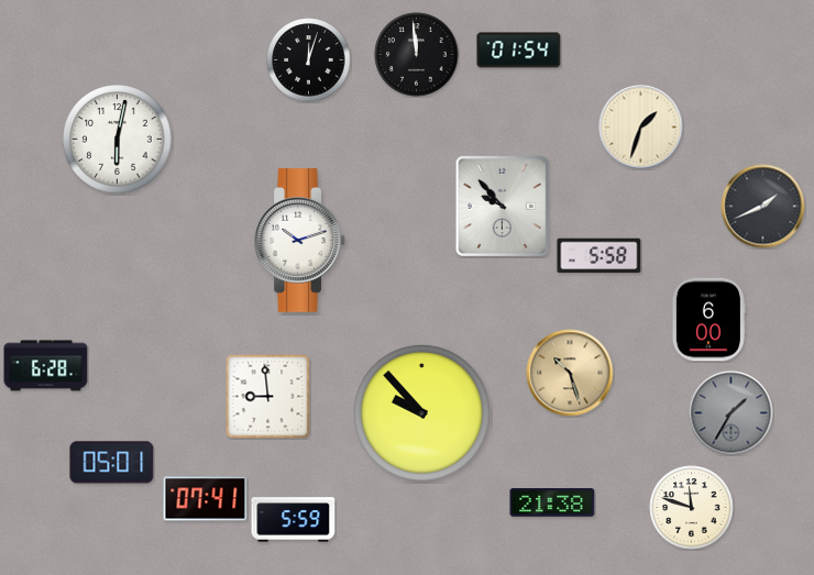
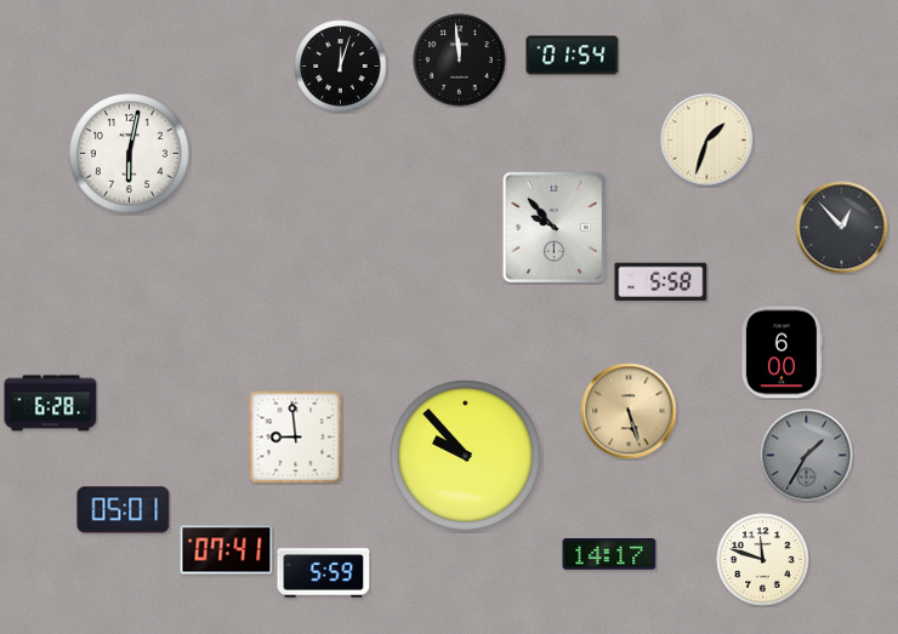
clock at (763, 207): 1:41 -> 12:53
clock at (299, 241): 10:12 -> none
clock at (570, 373): 10:27 -> 5:27
clock at (552, 502): 21:38 -> 14:17
